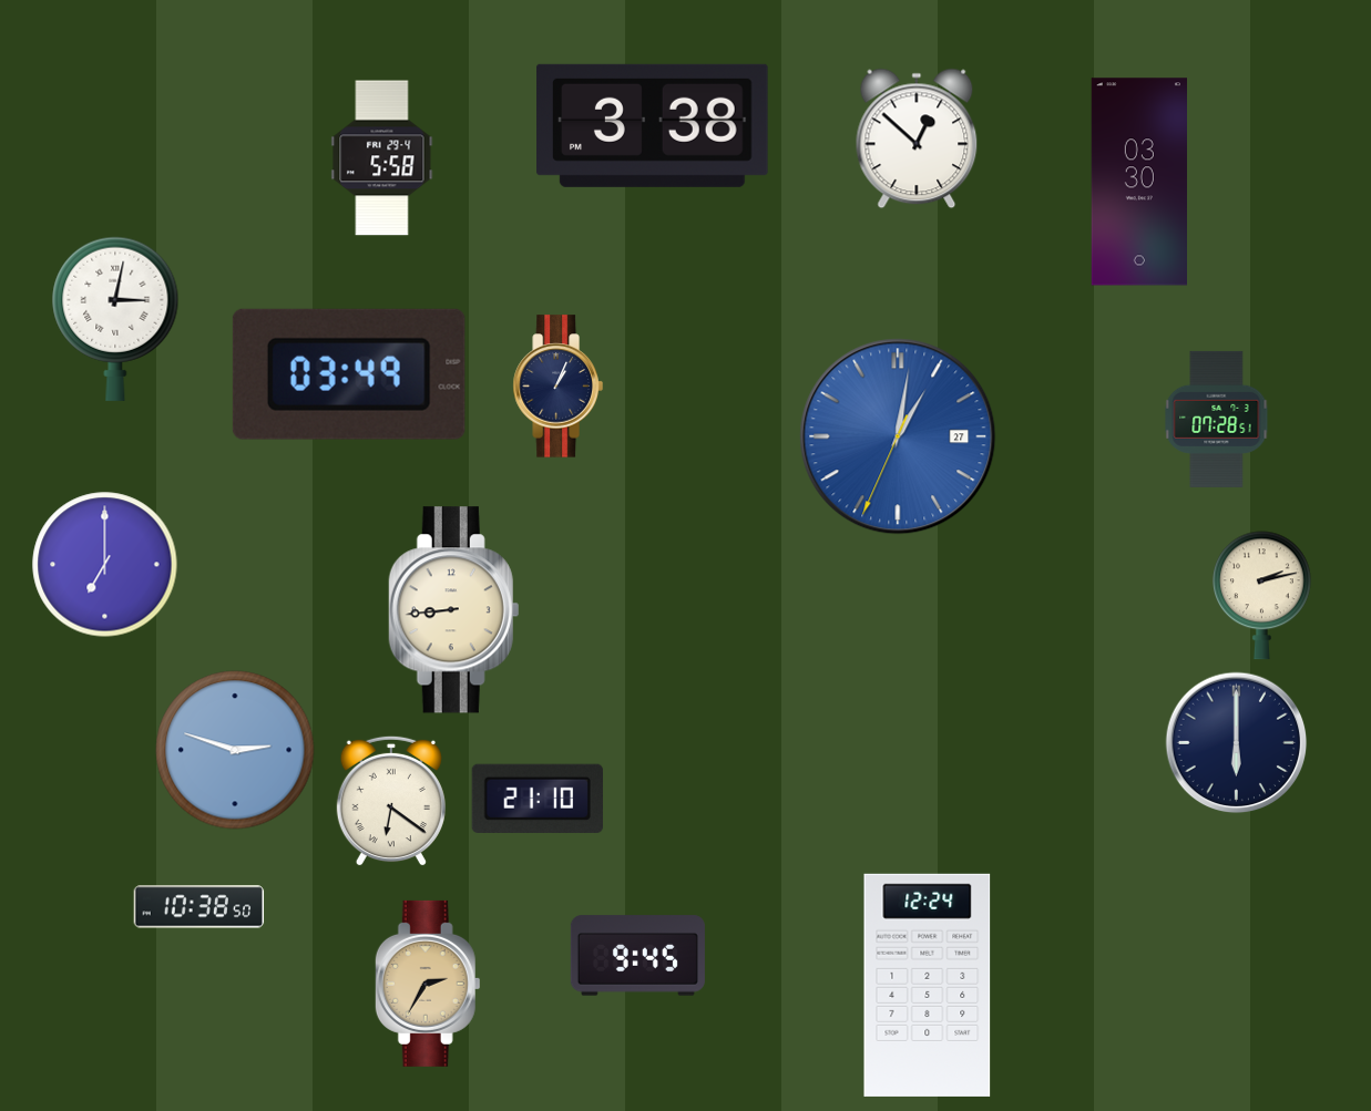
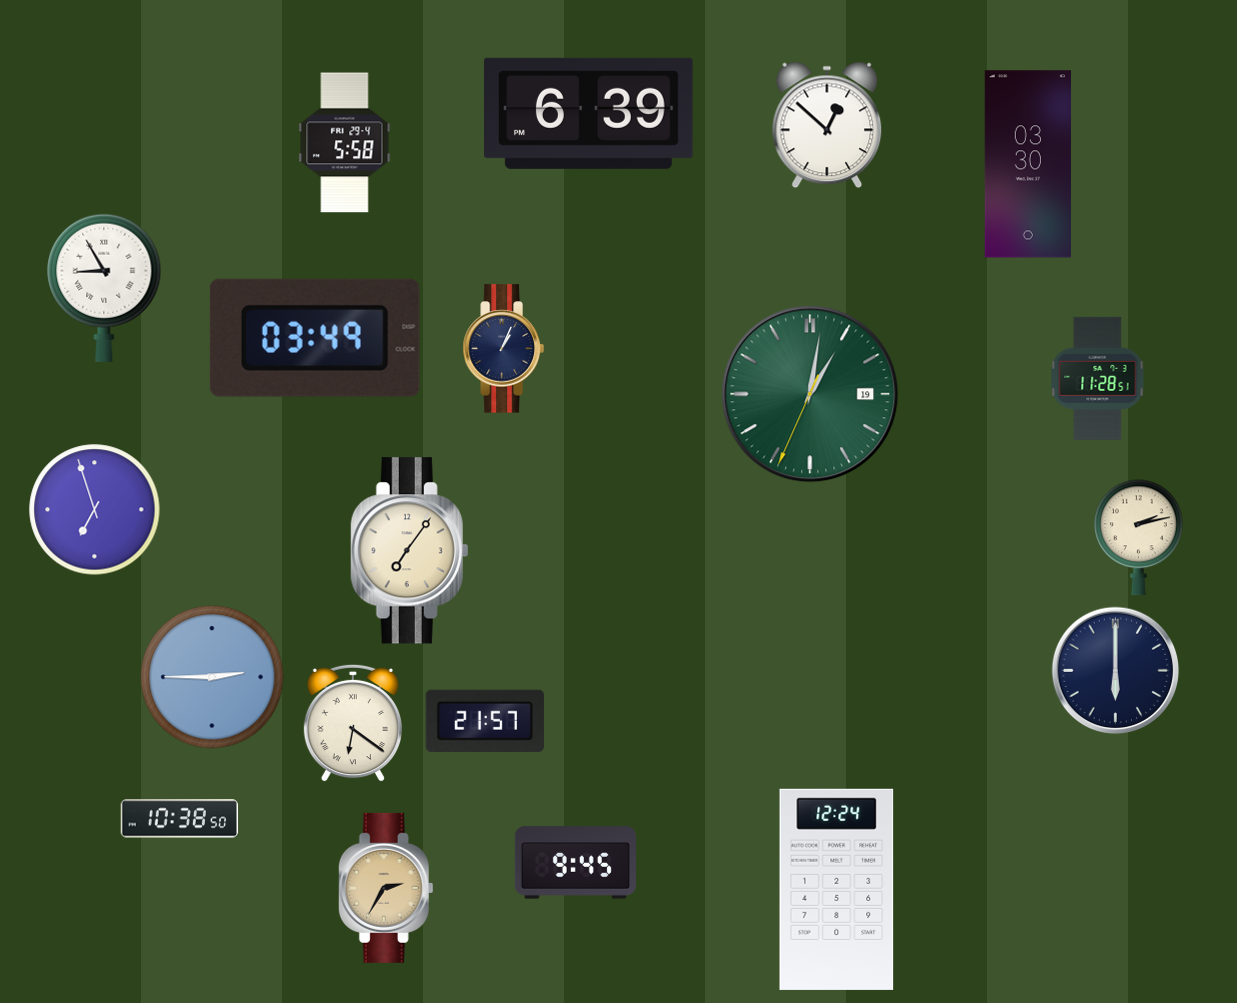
clock at (653, 125): 3:38 -> 6:39
clock at (115, 319): 3:02 -> 8:55
clock at (1217, 419): 07:28 -> 11:28
clock at (898, 436) date: 27 -> 19
clock at (898, 436) dial: blue -> green
clock at (105, 565): 7:00 -> 6:57
clock at (454, 610): 8:44 -> 7:06
clock at (235, 750): 2:48 -> 2:45
clock at (538, 799): 21:10 -> 21:57
